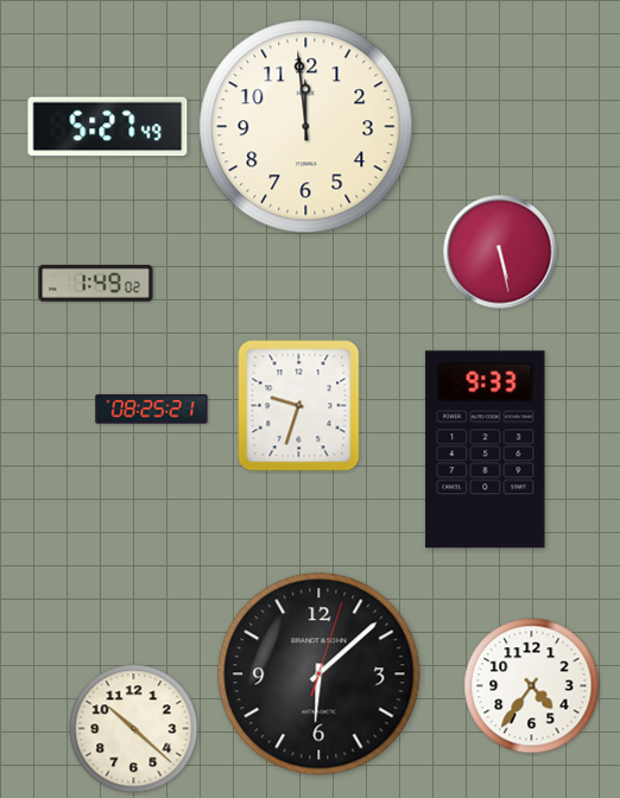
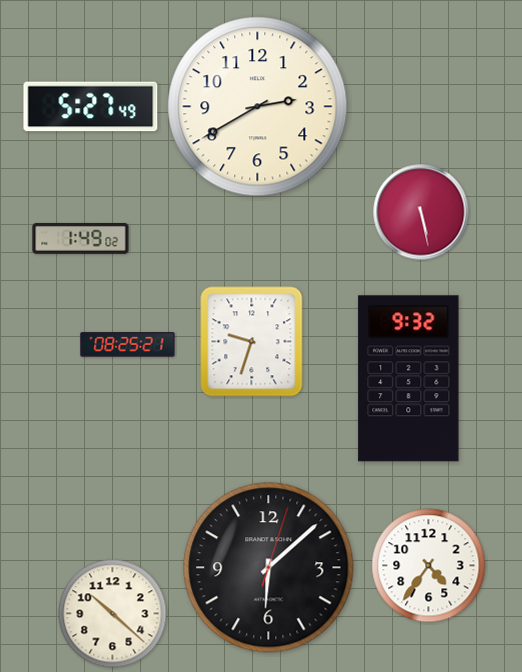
clock at (306, 127): 11:59 -> 2:40
clock at (486, 450): 9:33 -> 9:32
clock at (532, 686) position: (532, 686) -> (429, 566)
